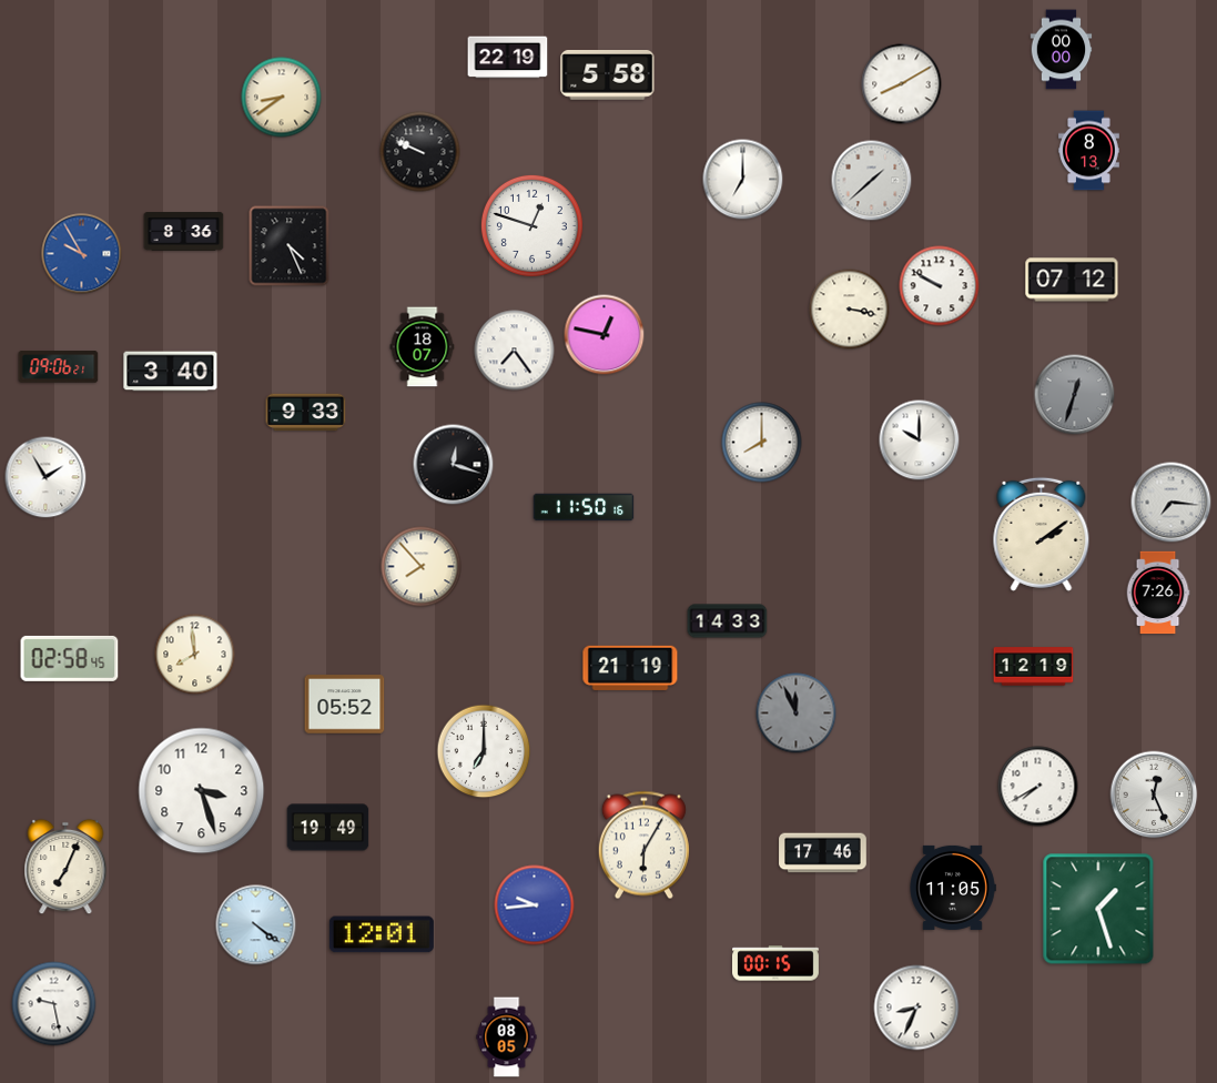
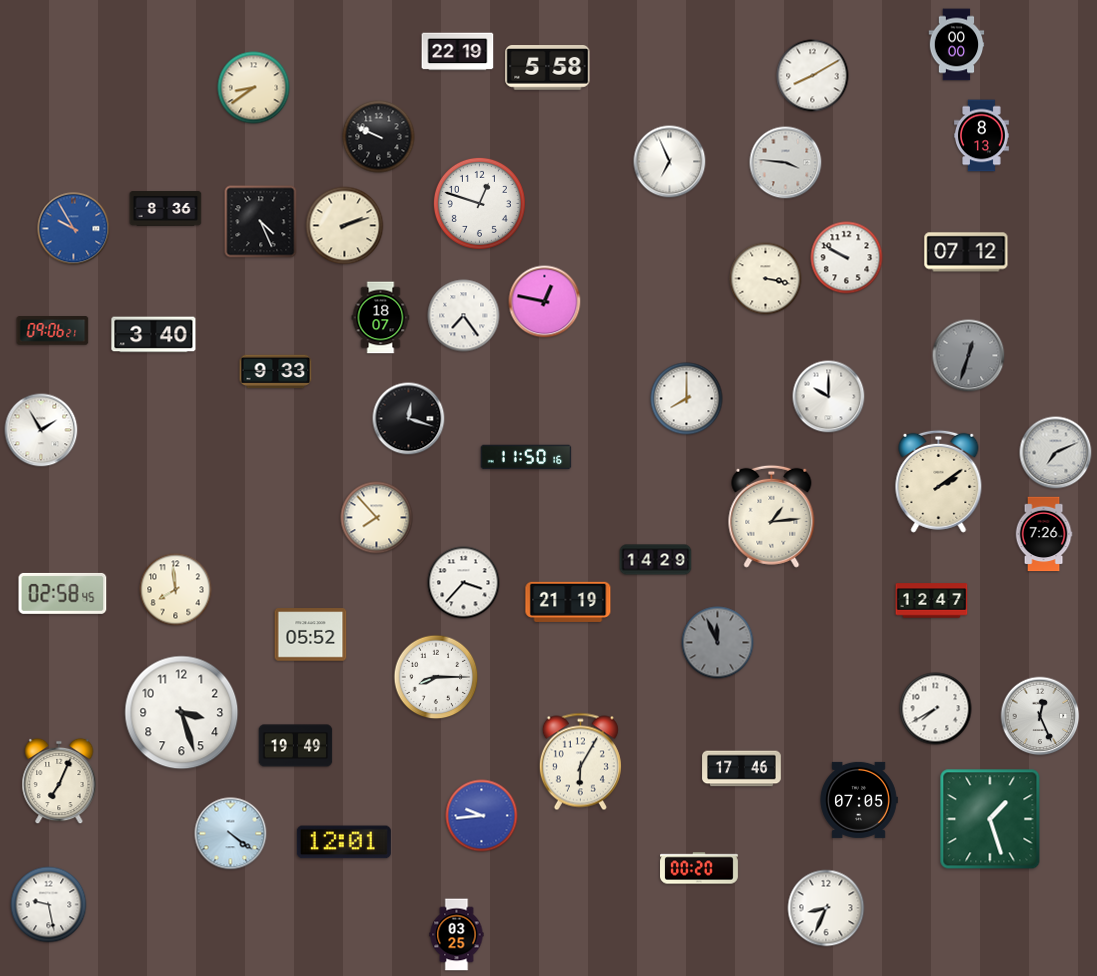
clock at (743, 180): 7:00 -> 6:56
clock at (872, 181): 1:38 -> 3:46
clock at (345, 226): none -> 2:12
clock at (423, 347) position: (423, 347) -> (381, 318)
clock at (1172, 503): 7:16 -> 7:11
clock at (422, 567) position: (422, 567) -> (377, 518)
clock at (772, 516): none -> 1:14
clock at (728, 621): 14:33 -> 14:29
clock at (464, 583): none -> 3:37
clock at (1034, 667): 12:19 -> 12:47
clock at (484, 751): 7:00 -> 8:15
clock at (953, 888): 11:05 -> 07:05
clock at (777, 963): 00:15 -> 00:20
clock at (507, 1038): 08:05 -> 03:25
